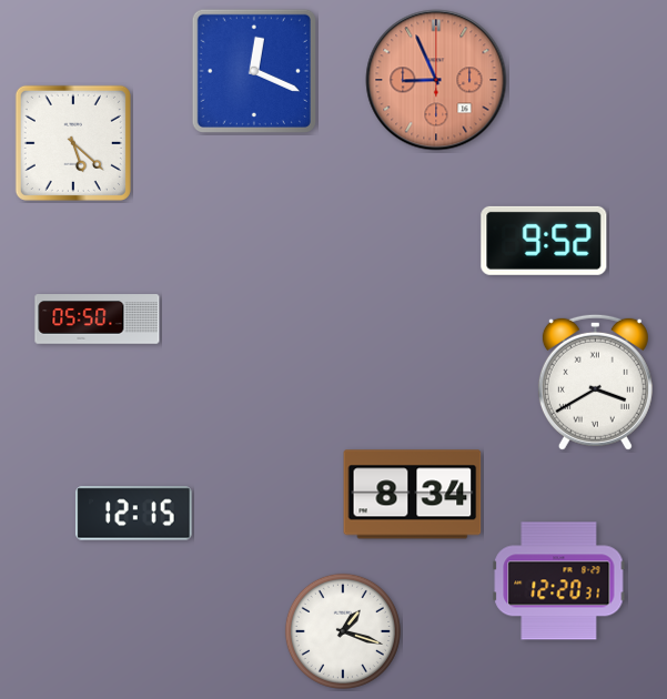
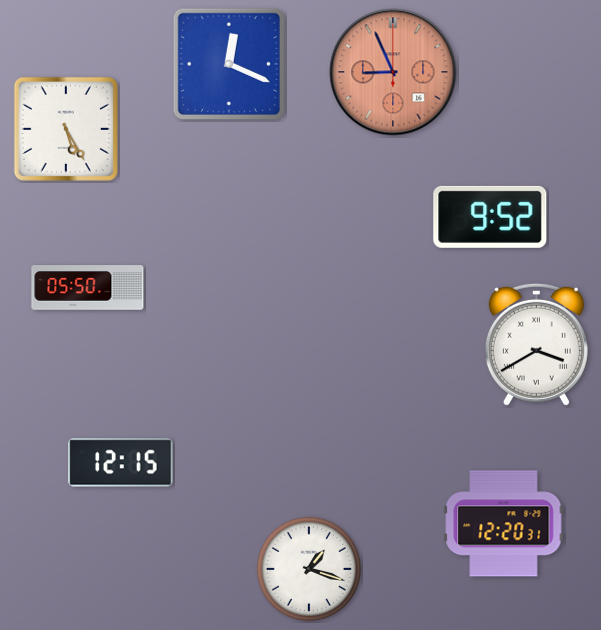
clock at (73, 143): 5:22 -> 5:25
clock at (413, 495): 8:34 -> none
